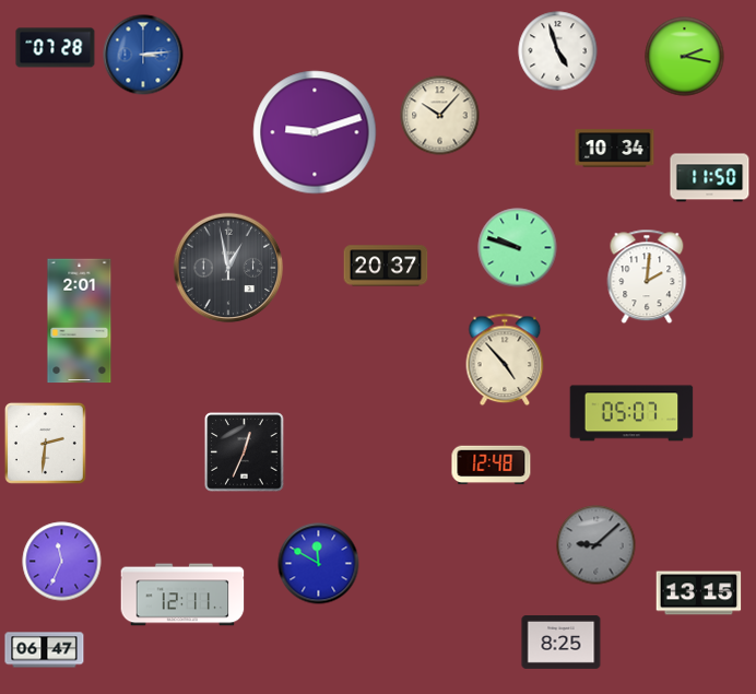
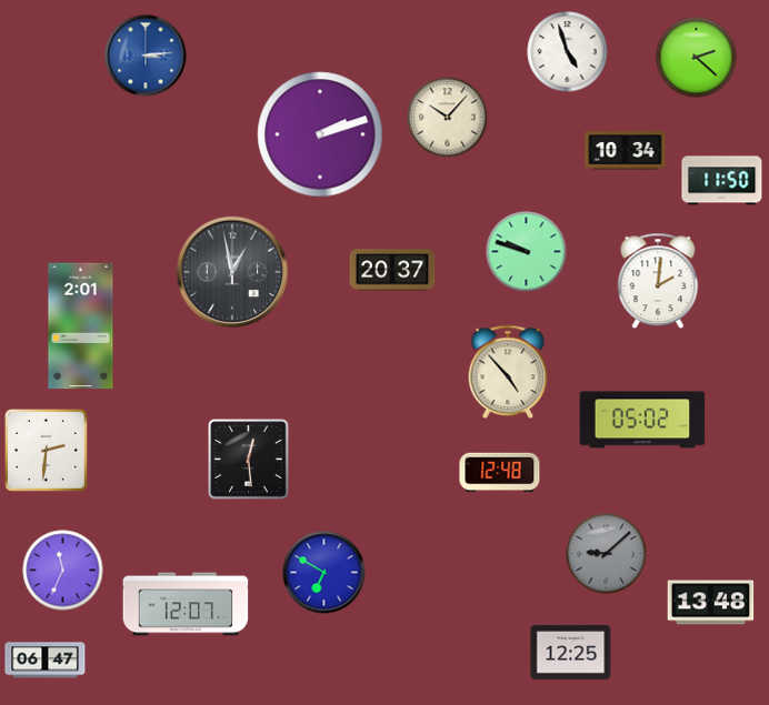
clock at (56, 48): 07:28 -> none
clock at (685, 57): 2:17 -> 2:22
clock at (315, 132): 9:12 -> 2:12
clock at (505, 360) position: (505, 360) -> (508, 372)
clock at (631, 413): 05:07 -> 05:02
clock at (245, 452): 12:34 -> 12:29
clock at (319, 564): 11:50 -> 6:50
clock at (699, 593): 13:15 -> 13:48
clock at (182, 595): 12:11 -> 12:07
clock at (562, 642): 8:25 -> 12:25
